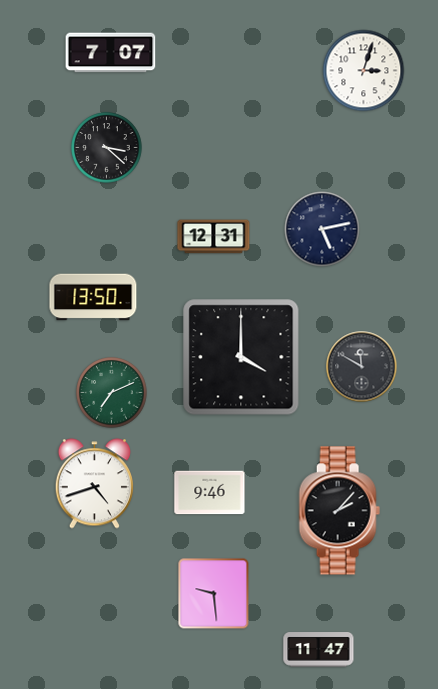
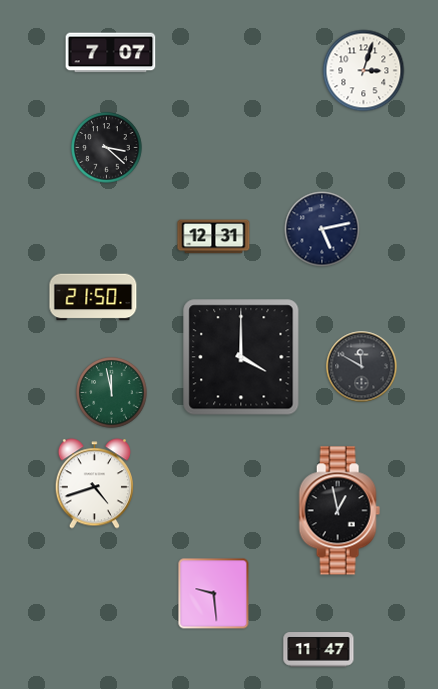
clock at (93, 297): 13:50 -> 21:50
clock at (112, 393): 7:11 -> 11:58
clock at (210, 493): 9:46 -> none
clock at (339, 511): 2:07 -> 12:58
